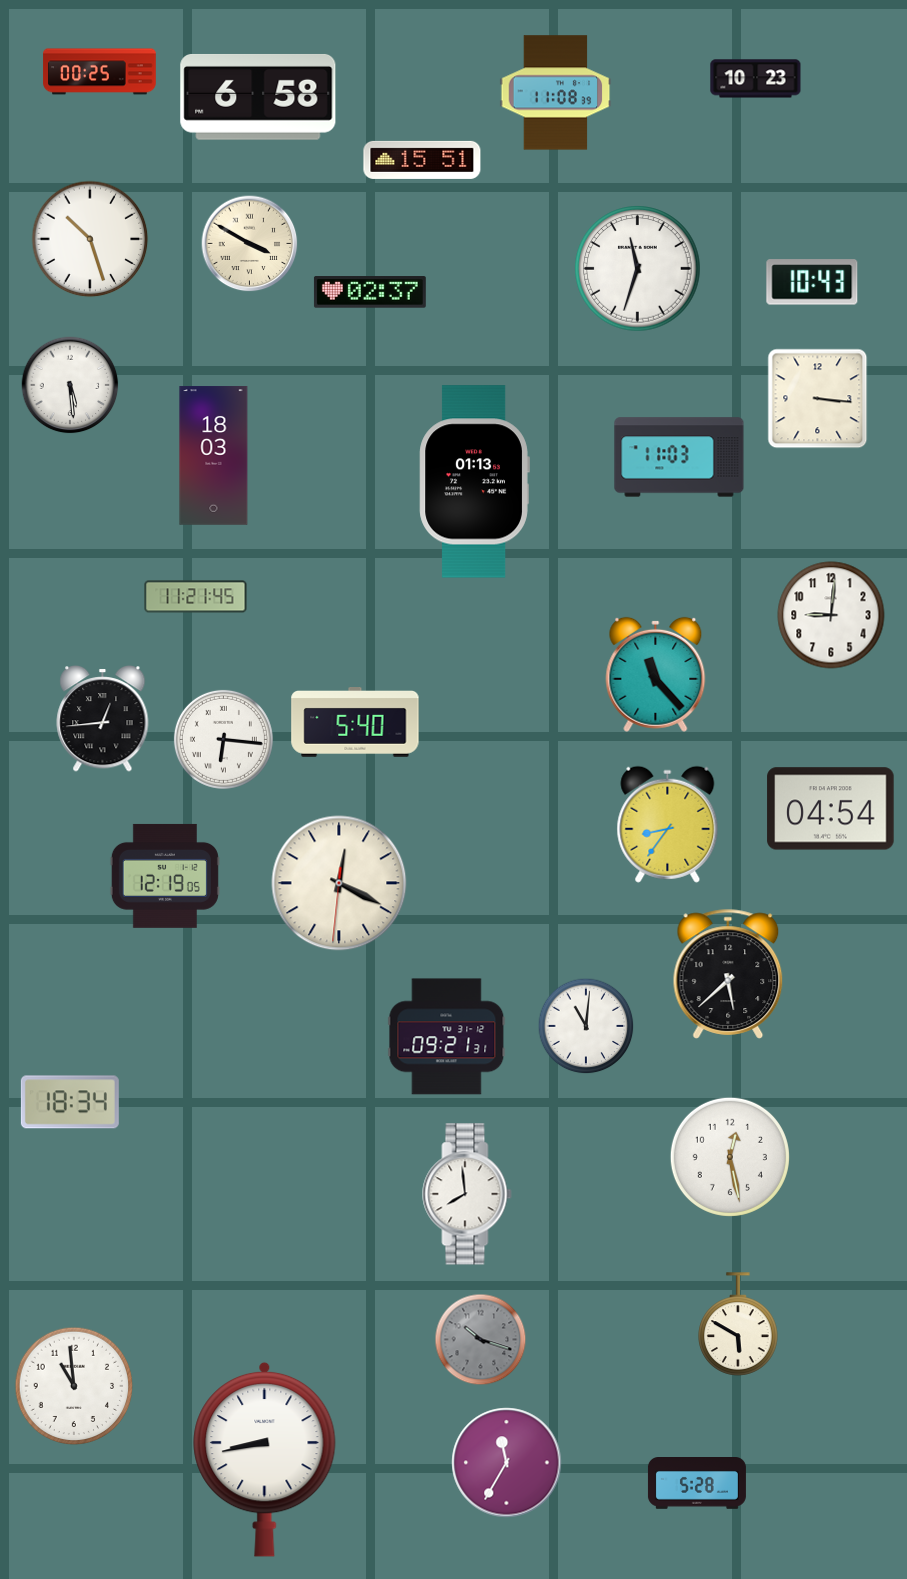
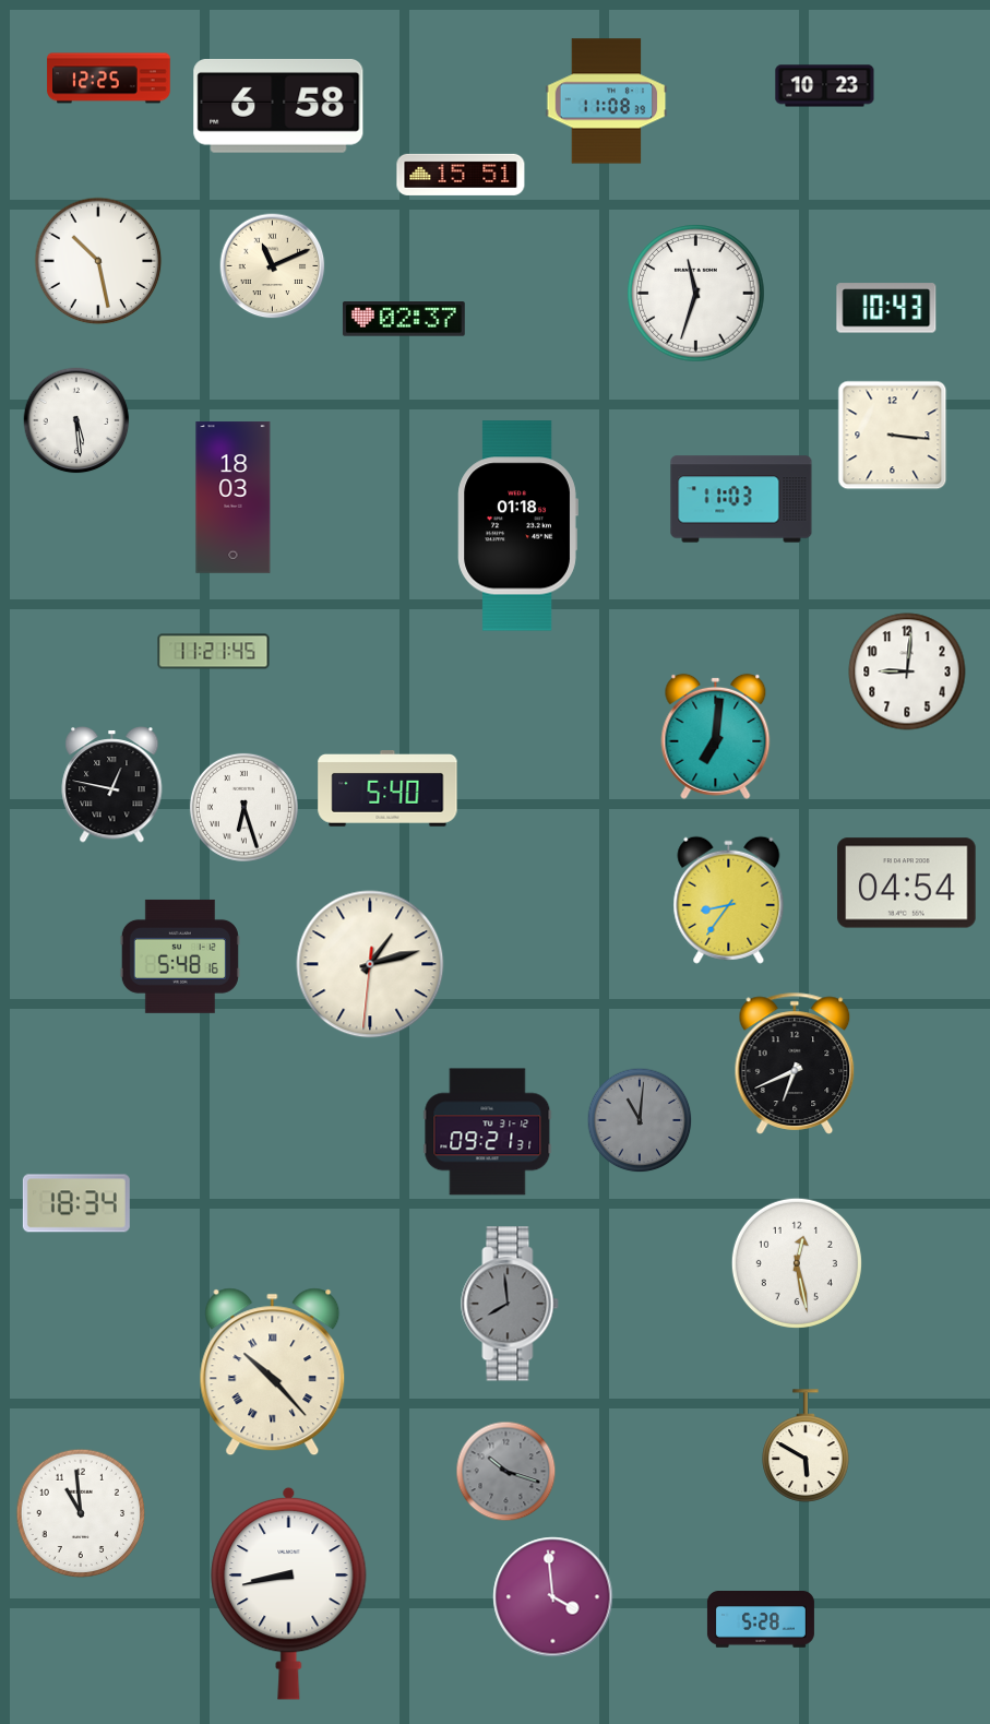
clock at (100, 72): 00:25 -> 12:25
clock at (258, 97) position: (258, 97) -> (278, 106)
clock at (90, 239): 10:27 -> 10:28
clock at (250, 244): 3:50 -> 11:11
clock at (474, 482): 01:13 -> 01:18
clock at (656, 674): 11:23 -> 7:01
clock at (103, 719): 12:44 -> 12:47
clock at (223, 739): 6:16 -> 6:27
clock at (165, 876): 12:19 -> 5:48
clock at (339, 883): 12:19 -> 1:12
clock at (728, 974): 5:38 -> 6:41
clock at (586, 1026) dial: white -> grey
clock at (467, 1194) dial: white -> grey
clock at (273, 1372): none -> 10:23
clock at (481, 1340) position: (481, 1340) -> (506, 1472)
clock at (507, 1463): 11:35 -> 3:59
